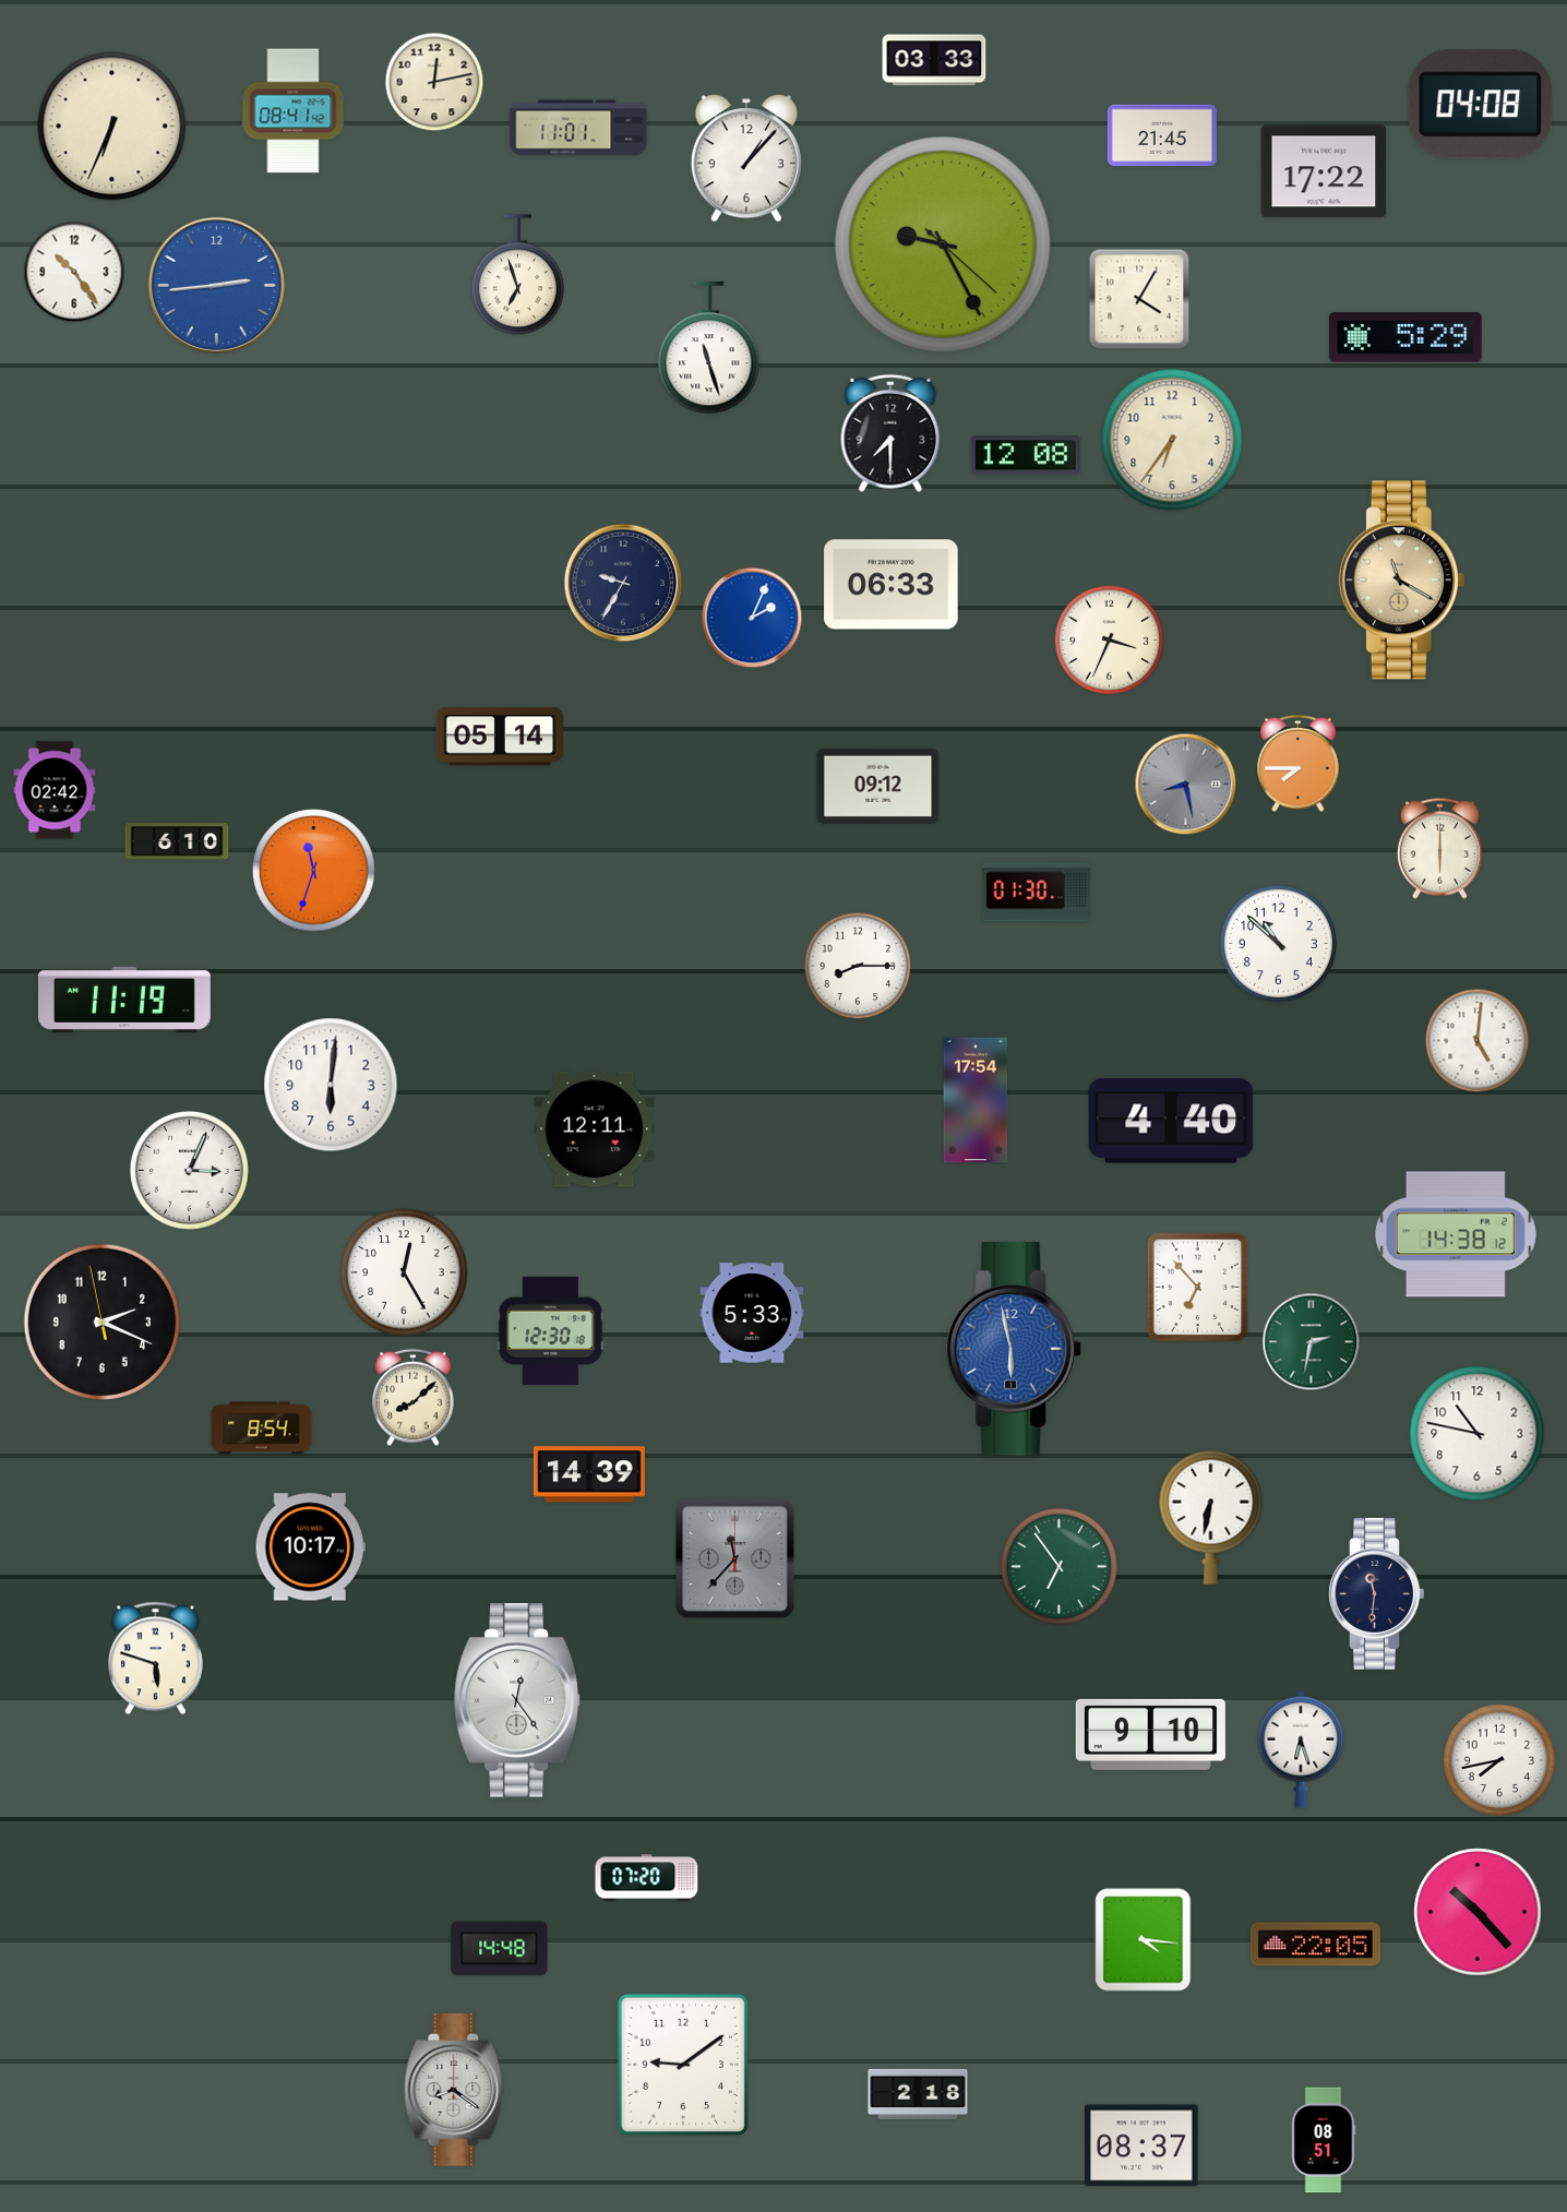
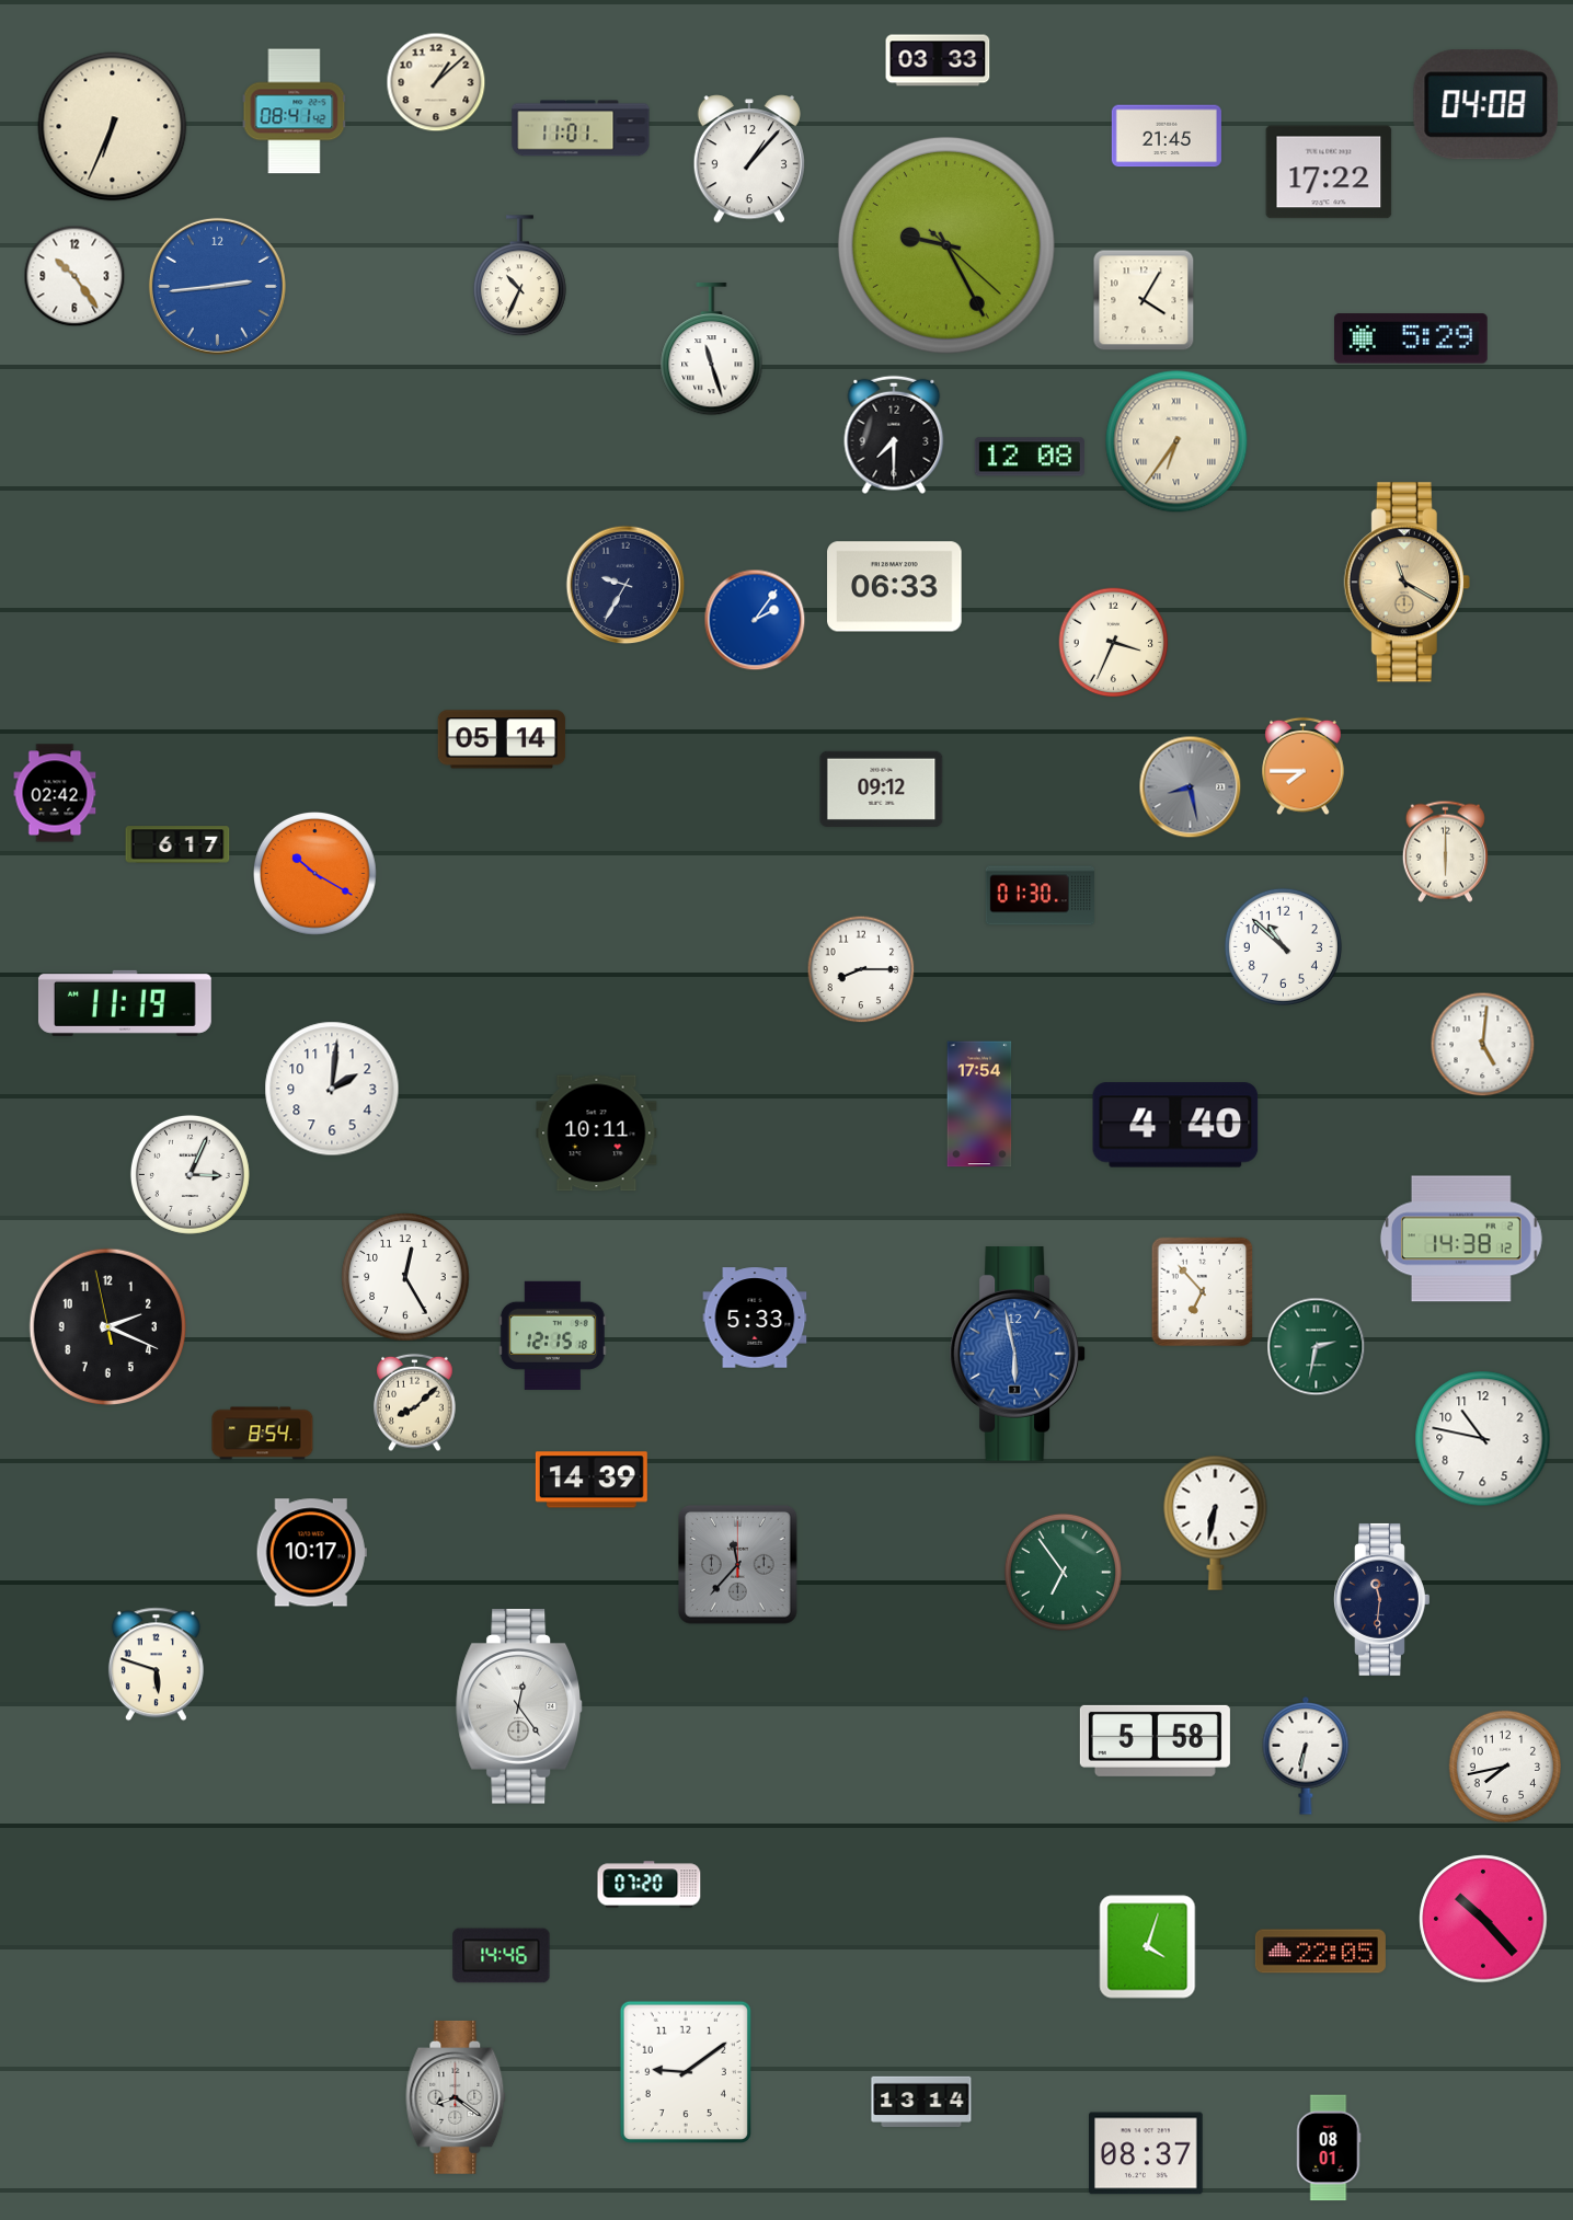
clock at (434, 82): 12:13 -> 1:08
clock at (74, 272) position: (74, 272) -> (74, 276)
clock at (517, 275): 6:57 -> 10:34
clock at (1172, 440) numerals: Arabic -> Roman
clock at (752, 618): 2:04 -> 2:06
clock at (177, 841): 6:10 -> 6:17
clock at (314, 871): 11:33 -> 10:20
clock at (331, 1085): 6:01 -> 2:01
clock at (595, 1129): 12:11 -> 10:11
clock at (101, 1322) position: (101, 1322) -> (107, 1326)
clock at (550, 1330): 12:30 -> 12:15
clock at (1150, 1734): 9:10 -> 5:58
clock at (1301, 1749): 6:27 -> 6:32
clock at (1144, 1940): 4:16 -> 4:03
clock at (500, 1949): 14:48 -> 14:46
clock at (918, 2093): 2:18 -> 13:14
clock at (1324, 2140): 08:51 -> 08:01
